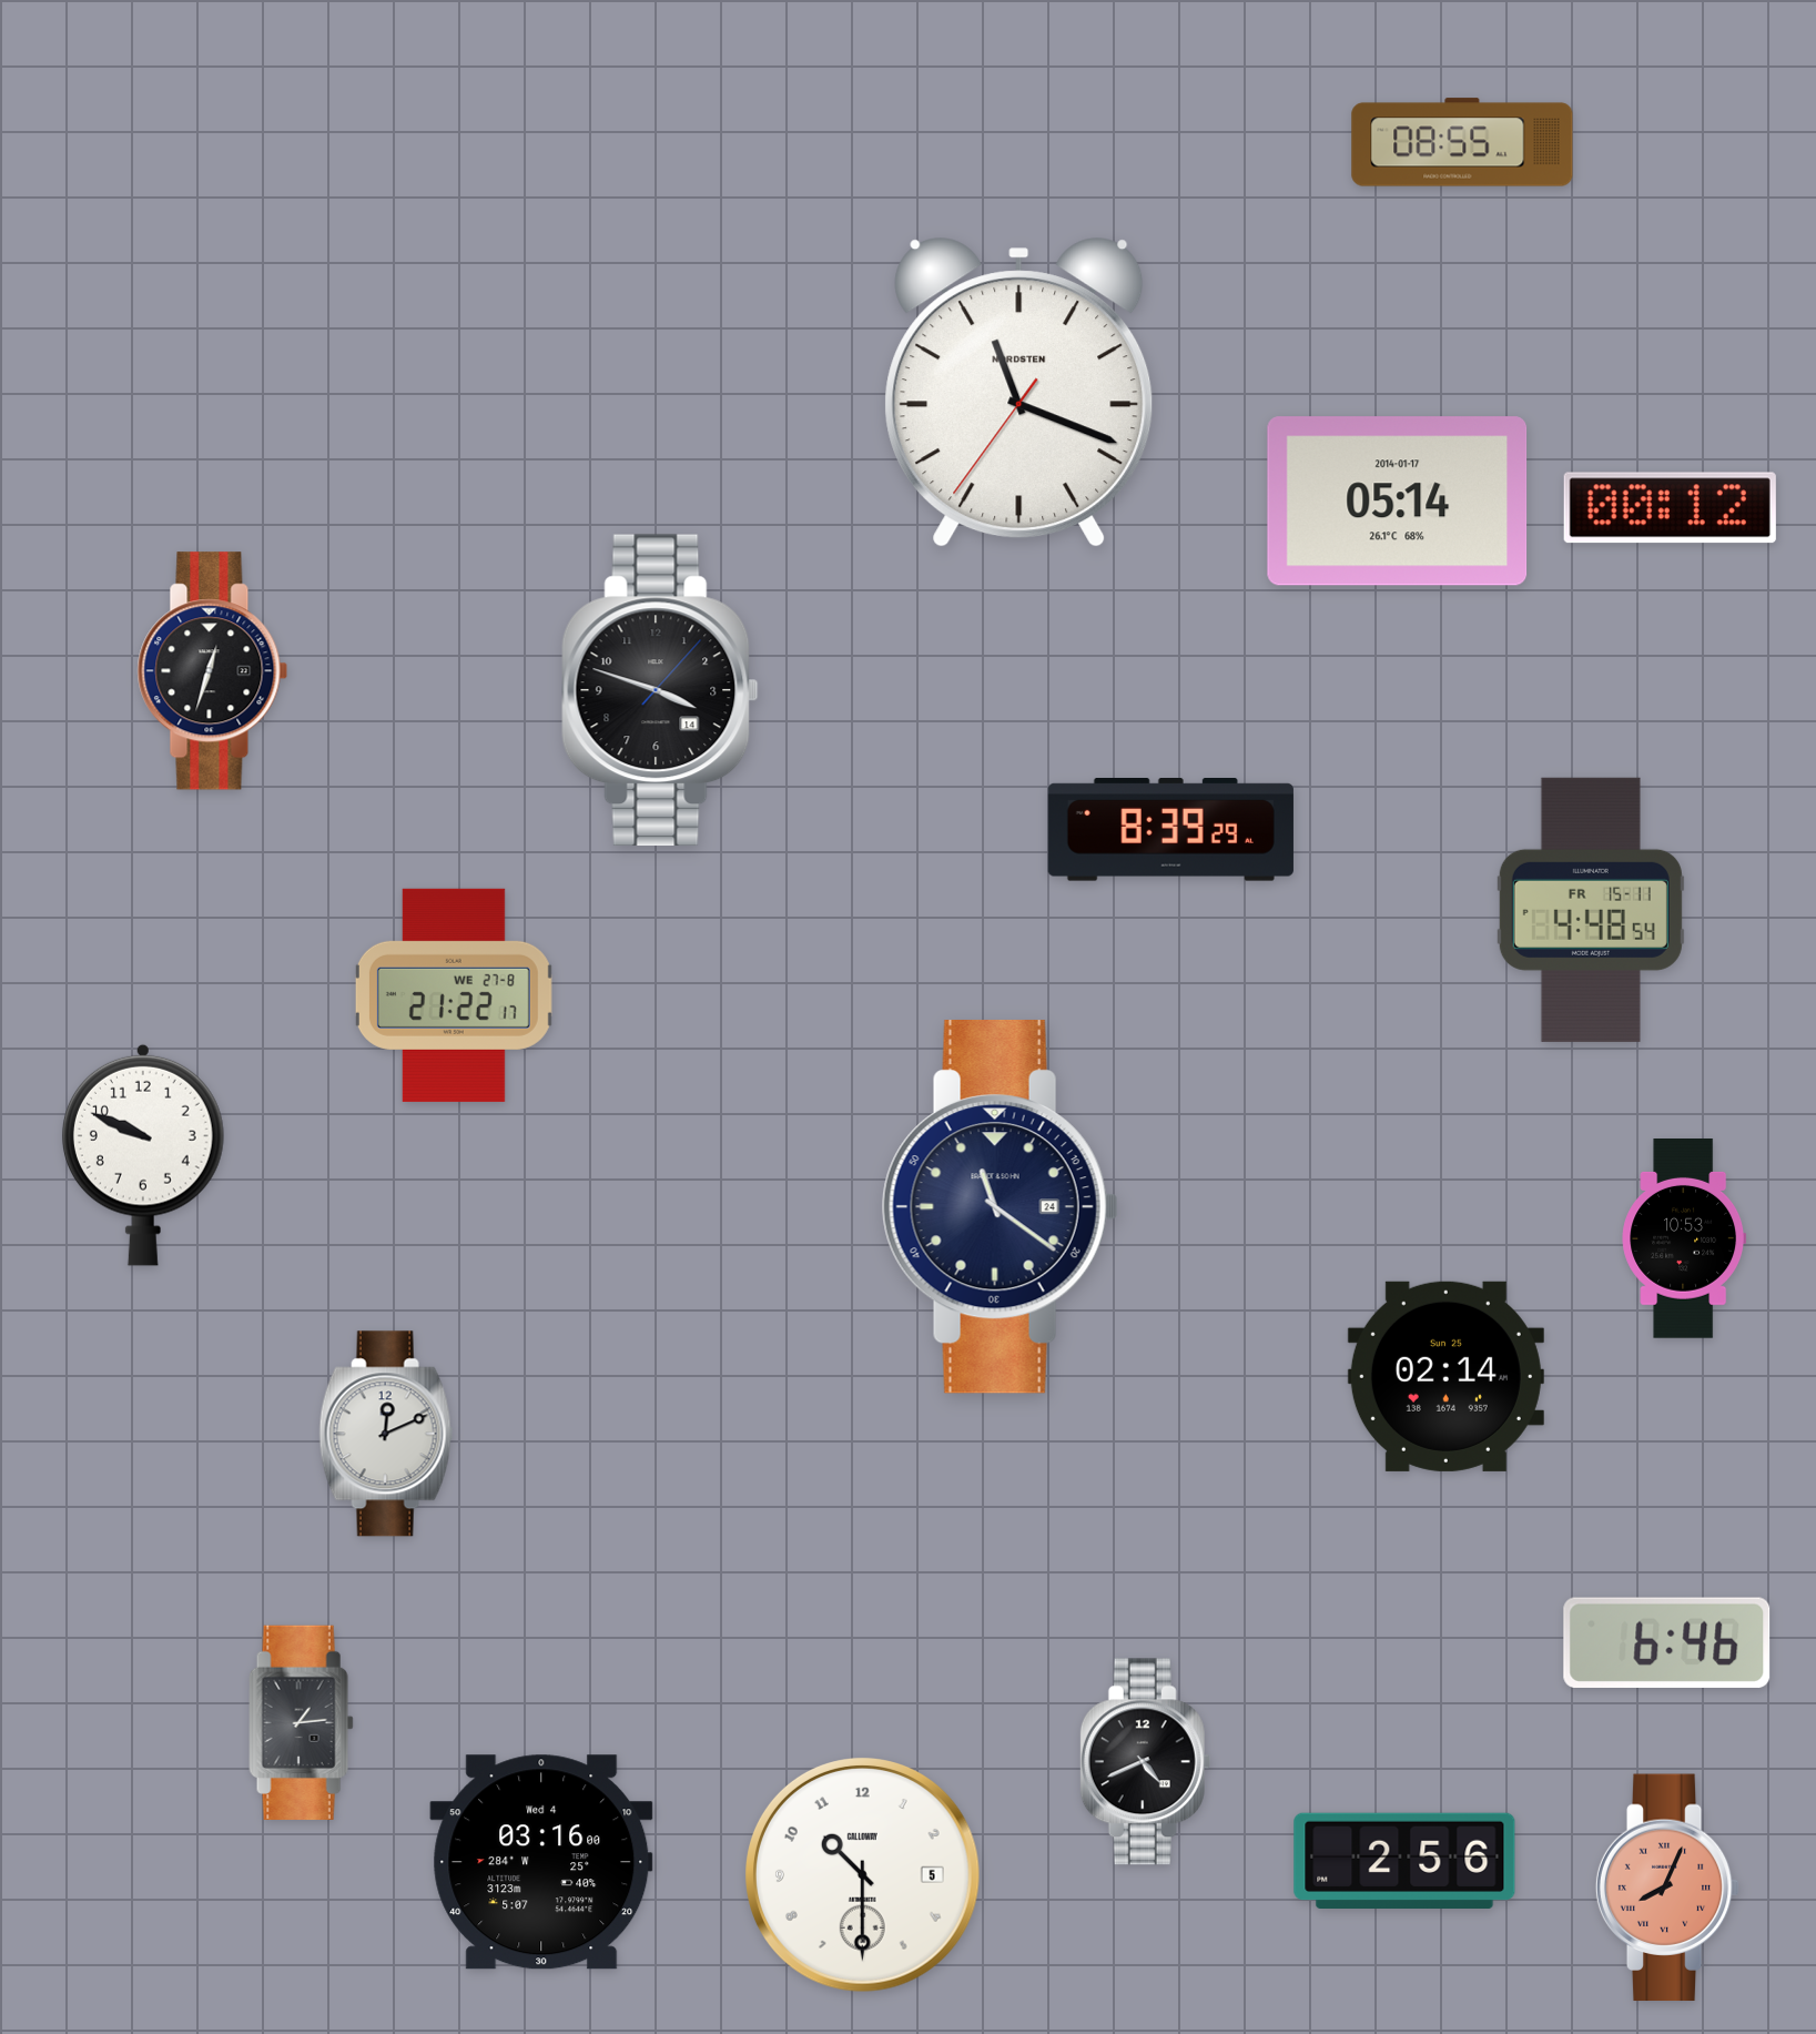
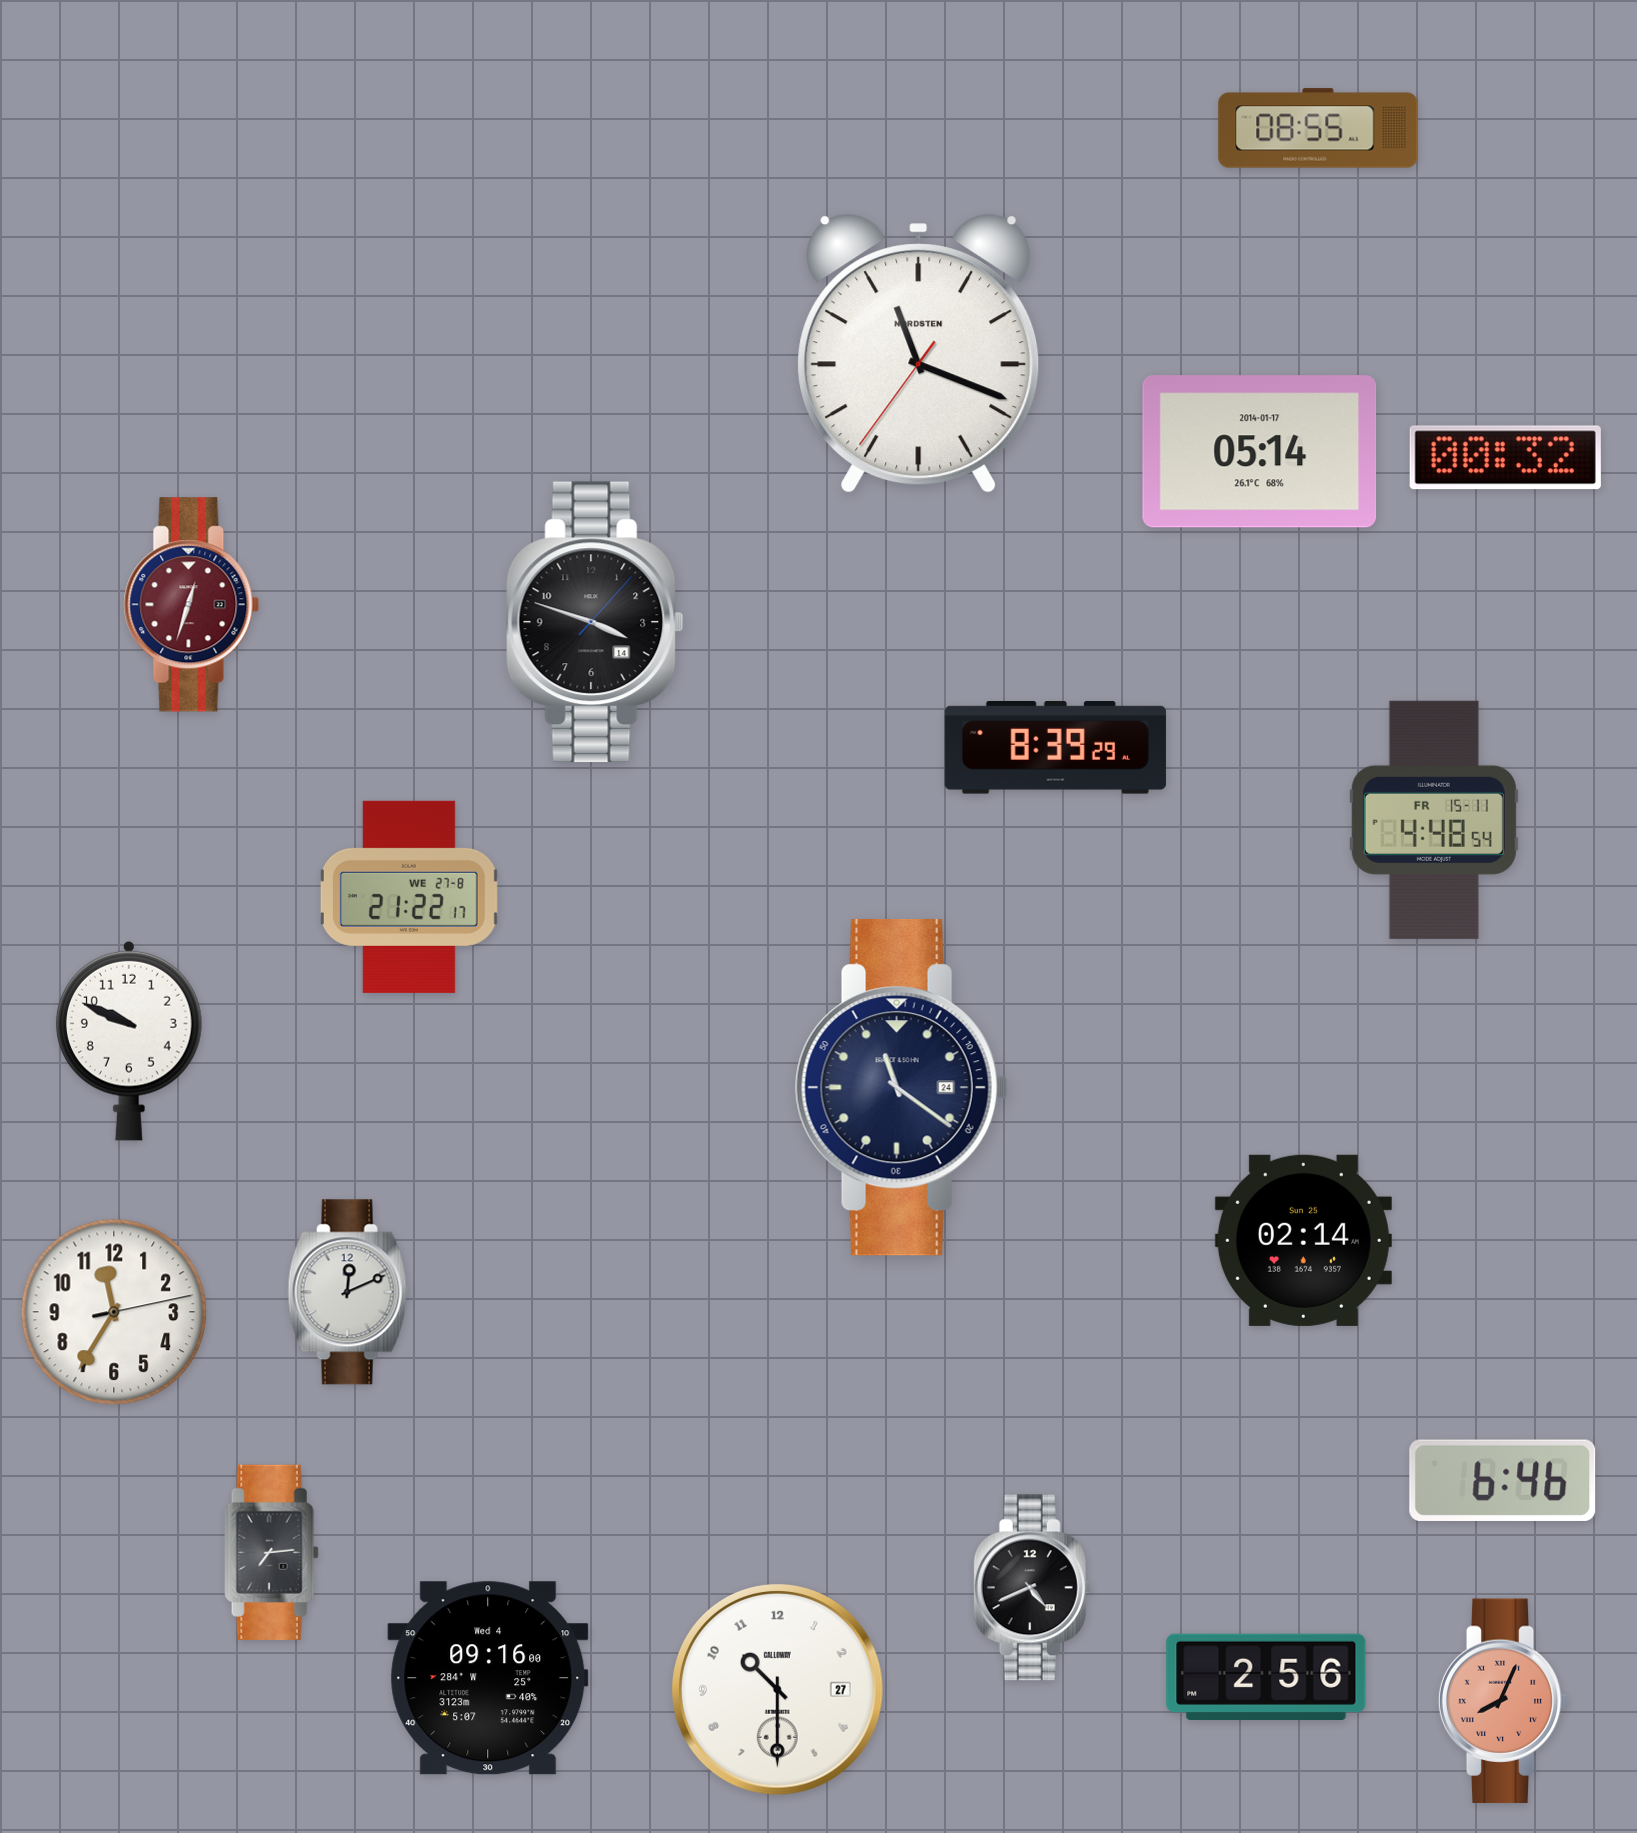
clock at (1670, 508): 00:12 -> 00:32
clock at (213, 671) dial: black -> burgundy
clock at (1684, 1239): 10:53 -> none
clock at (114, 1312): none -> 11:35
clock at (302, 1722): 1:14 -> 7:14
clock at (541, 1862): 03:16 -> 09:16
clock at (863, 1875) date: 5 -> 27
